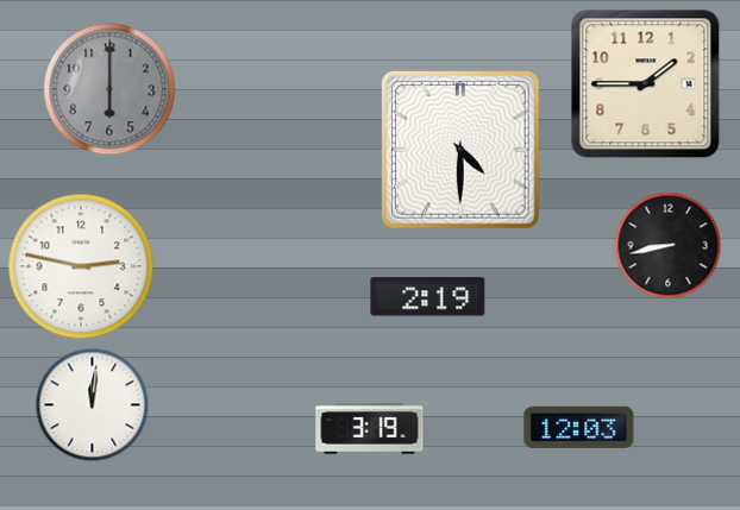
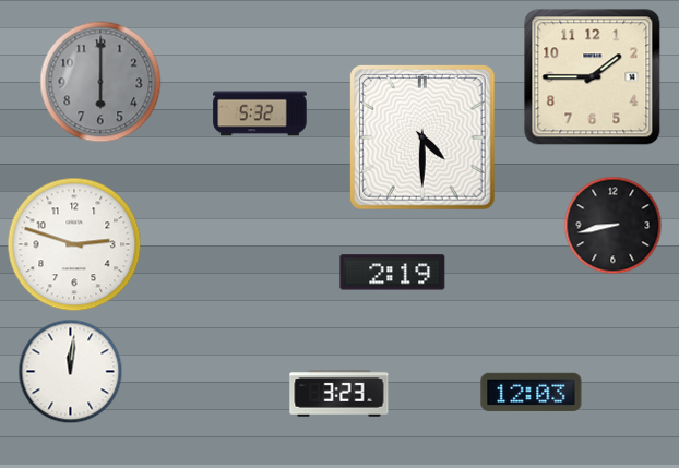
clock at (260, 113): none -> 5:32
clock at (81, 266): 2:47 -> 2:48
clock at (93, 405) position: (93, 405) -> (71, 372)
clock at (370, 429): 3:19 -> 3:23
